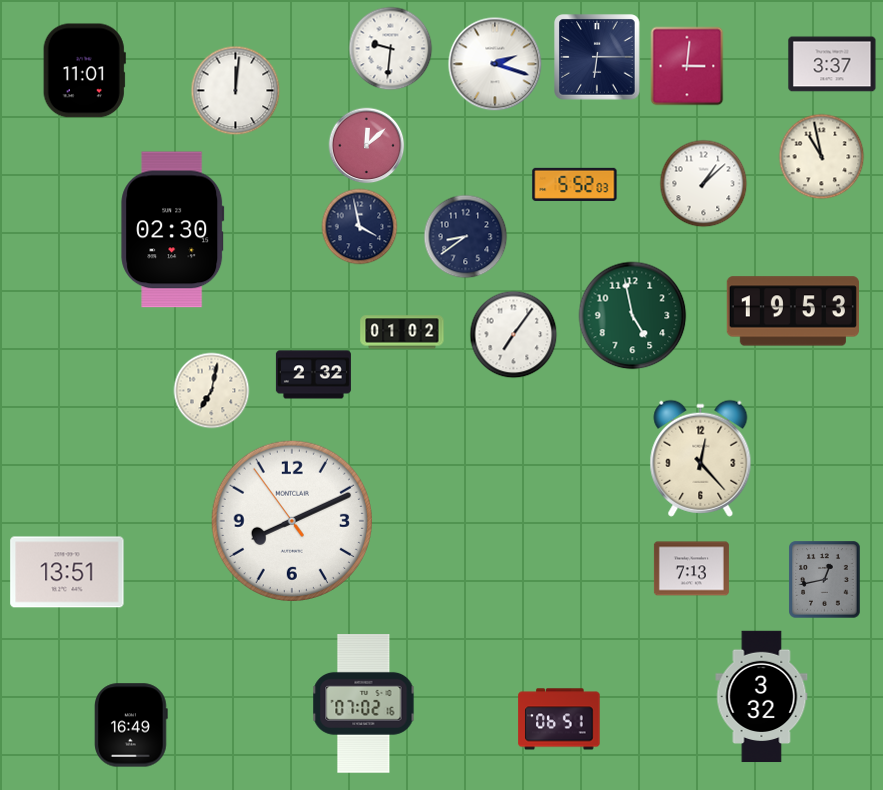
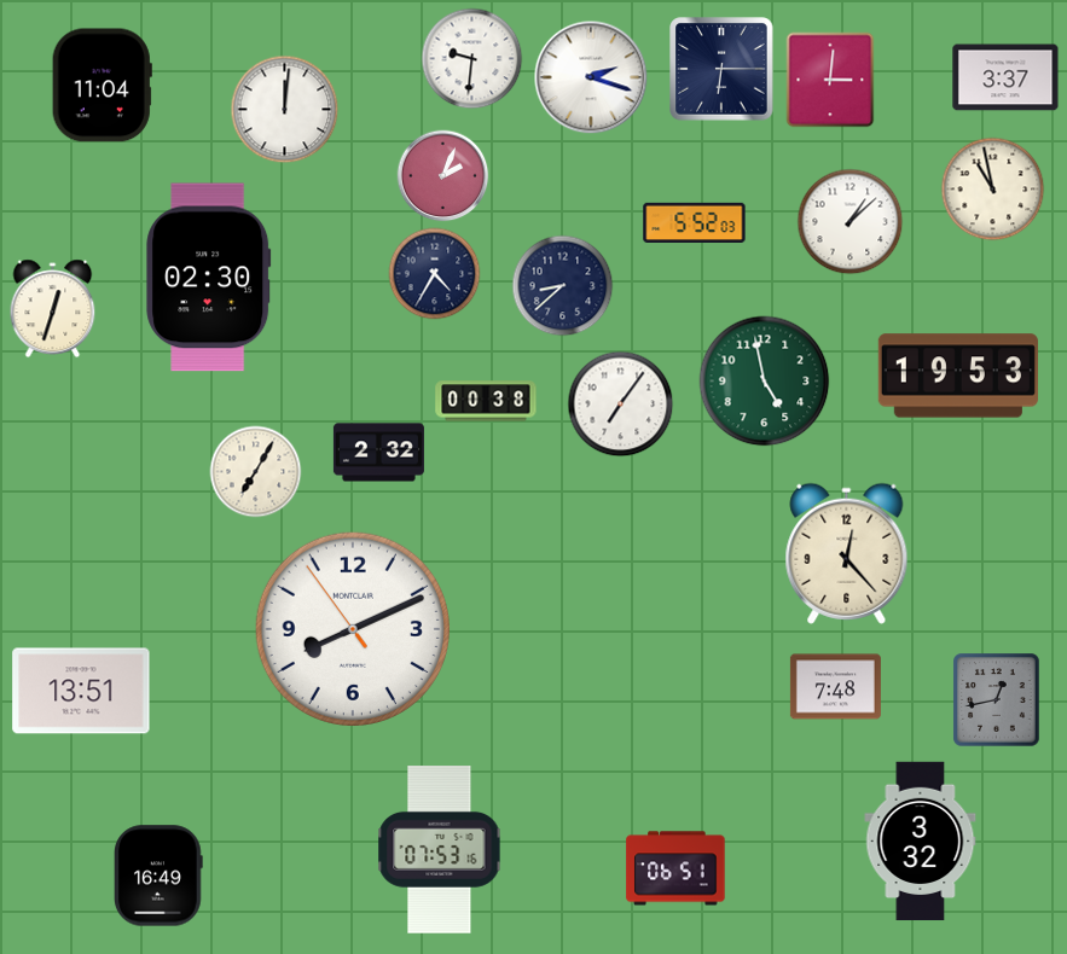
clock at (495, 64) position: (495, 64) -> (591, 77)
clock at (84, 71): 11:01 -> 11:04
clock at (367, 146): 12:08 -> 2:04
clock at (360, 227): 3:58 -> 4:35
clock at (466, 237): 8:39 -> 8:38
clock at (53, 309): none -> 12:33
clock at (402, 332): 01:02 -> 00:38
clock at (212, 391): 7:02 -> 7:05
clock at (691, 569): 7:13 -> 7:48
clock at (364, 704): 07:02 -> 07:53
